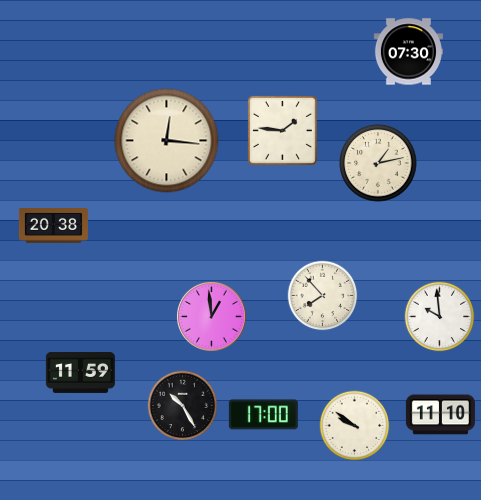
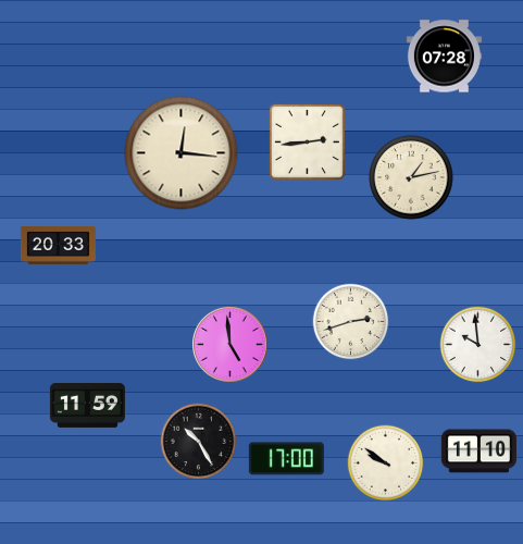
clock at (408, 52): 07:30 -> 07:28
clock at (282, 130): 1:46 -> 2:44
clock at (53, 226): 20:38 -> 20:33
clock at (323, 296): 7:53 -> 2:42
clock at (212, 317): 12:59 -> 4:59
clock at (263, 415) position: (263, 415) -> (286, 459)
